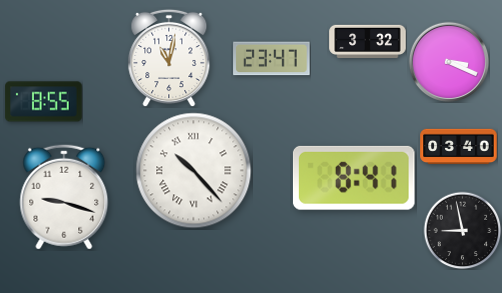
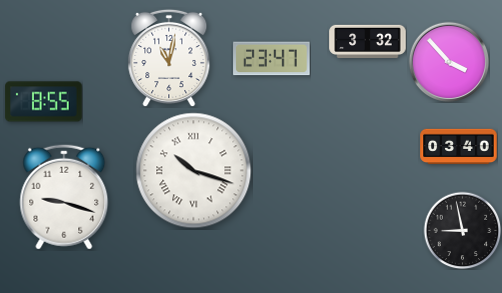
clock at (449, 62): 3:19 -> 3:53
clock at (194, 171): 10:23 -> 10:18
clock at (354, 178): 8:41 -> none
